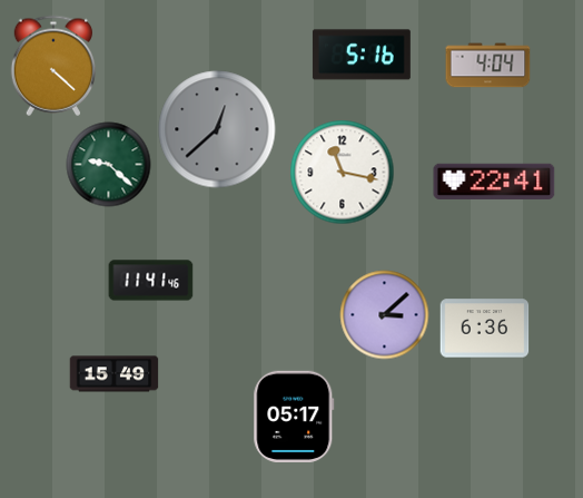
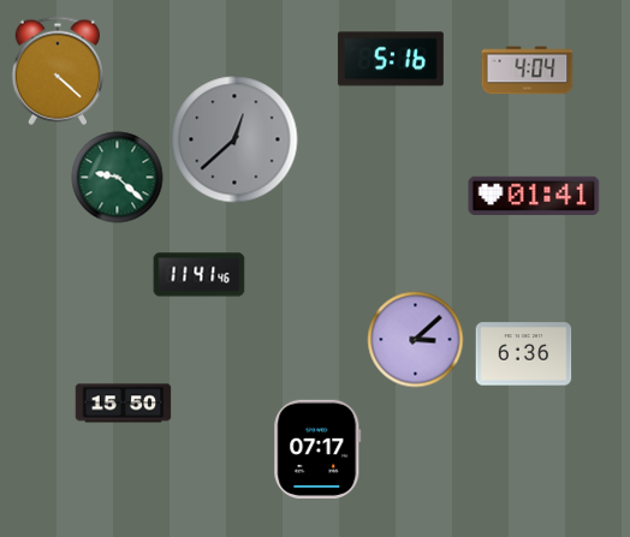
clock at (343, 173): 11:17 -> none
clock at (494, 182): 22:41 -> 01:41
clock at (151, 281) position: (151, 281) -> (200, 275)
clock at (115, 374): 15:49 -> 15:50
clock at (294, 417): 05:17 -> 07:17
